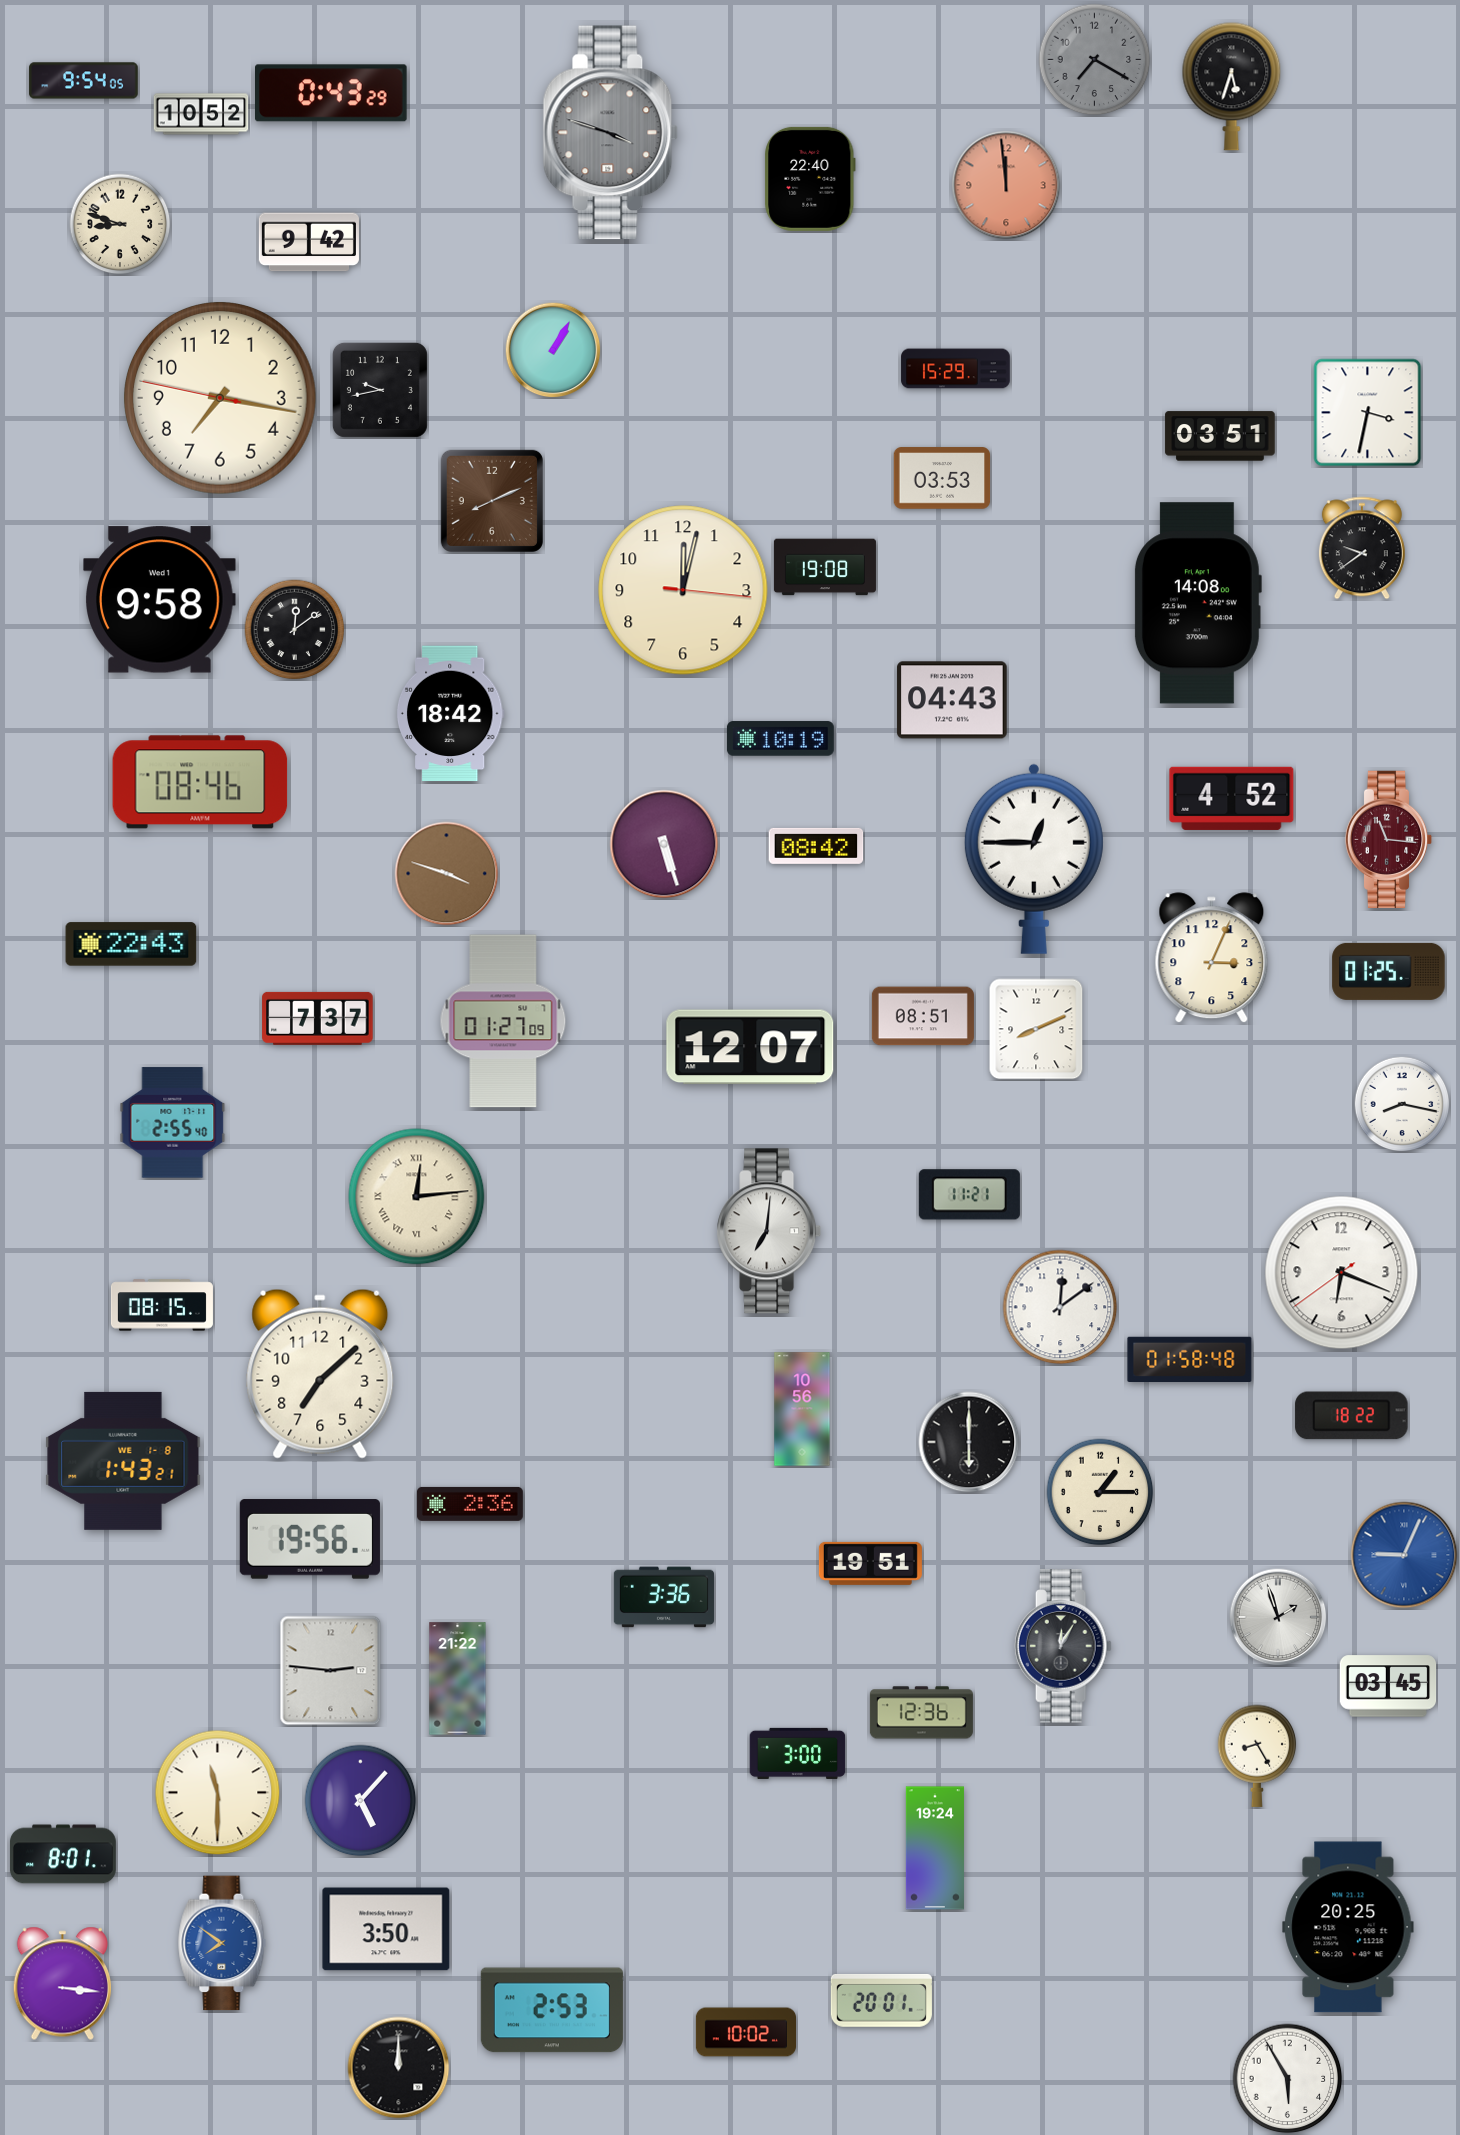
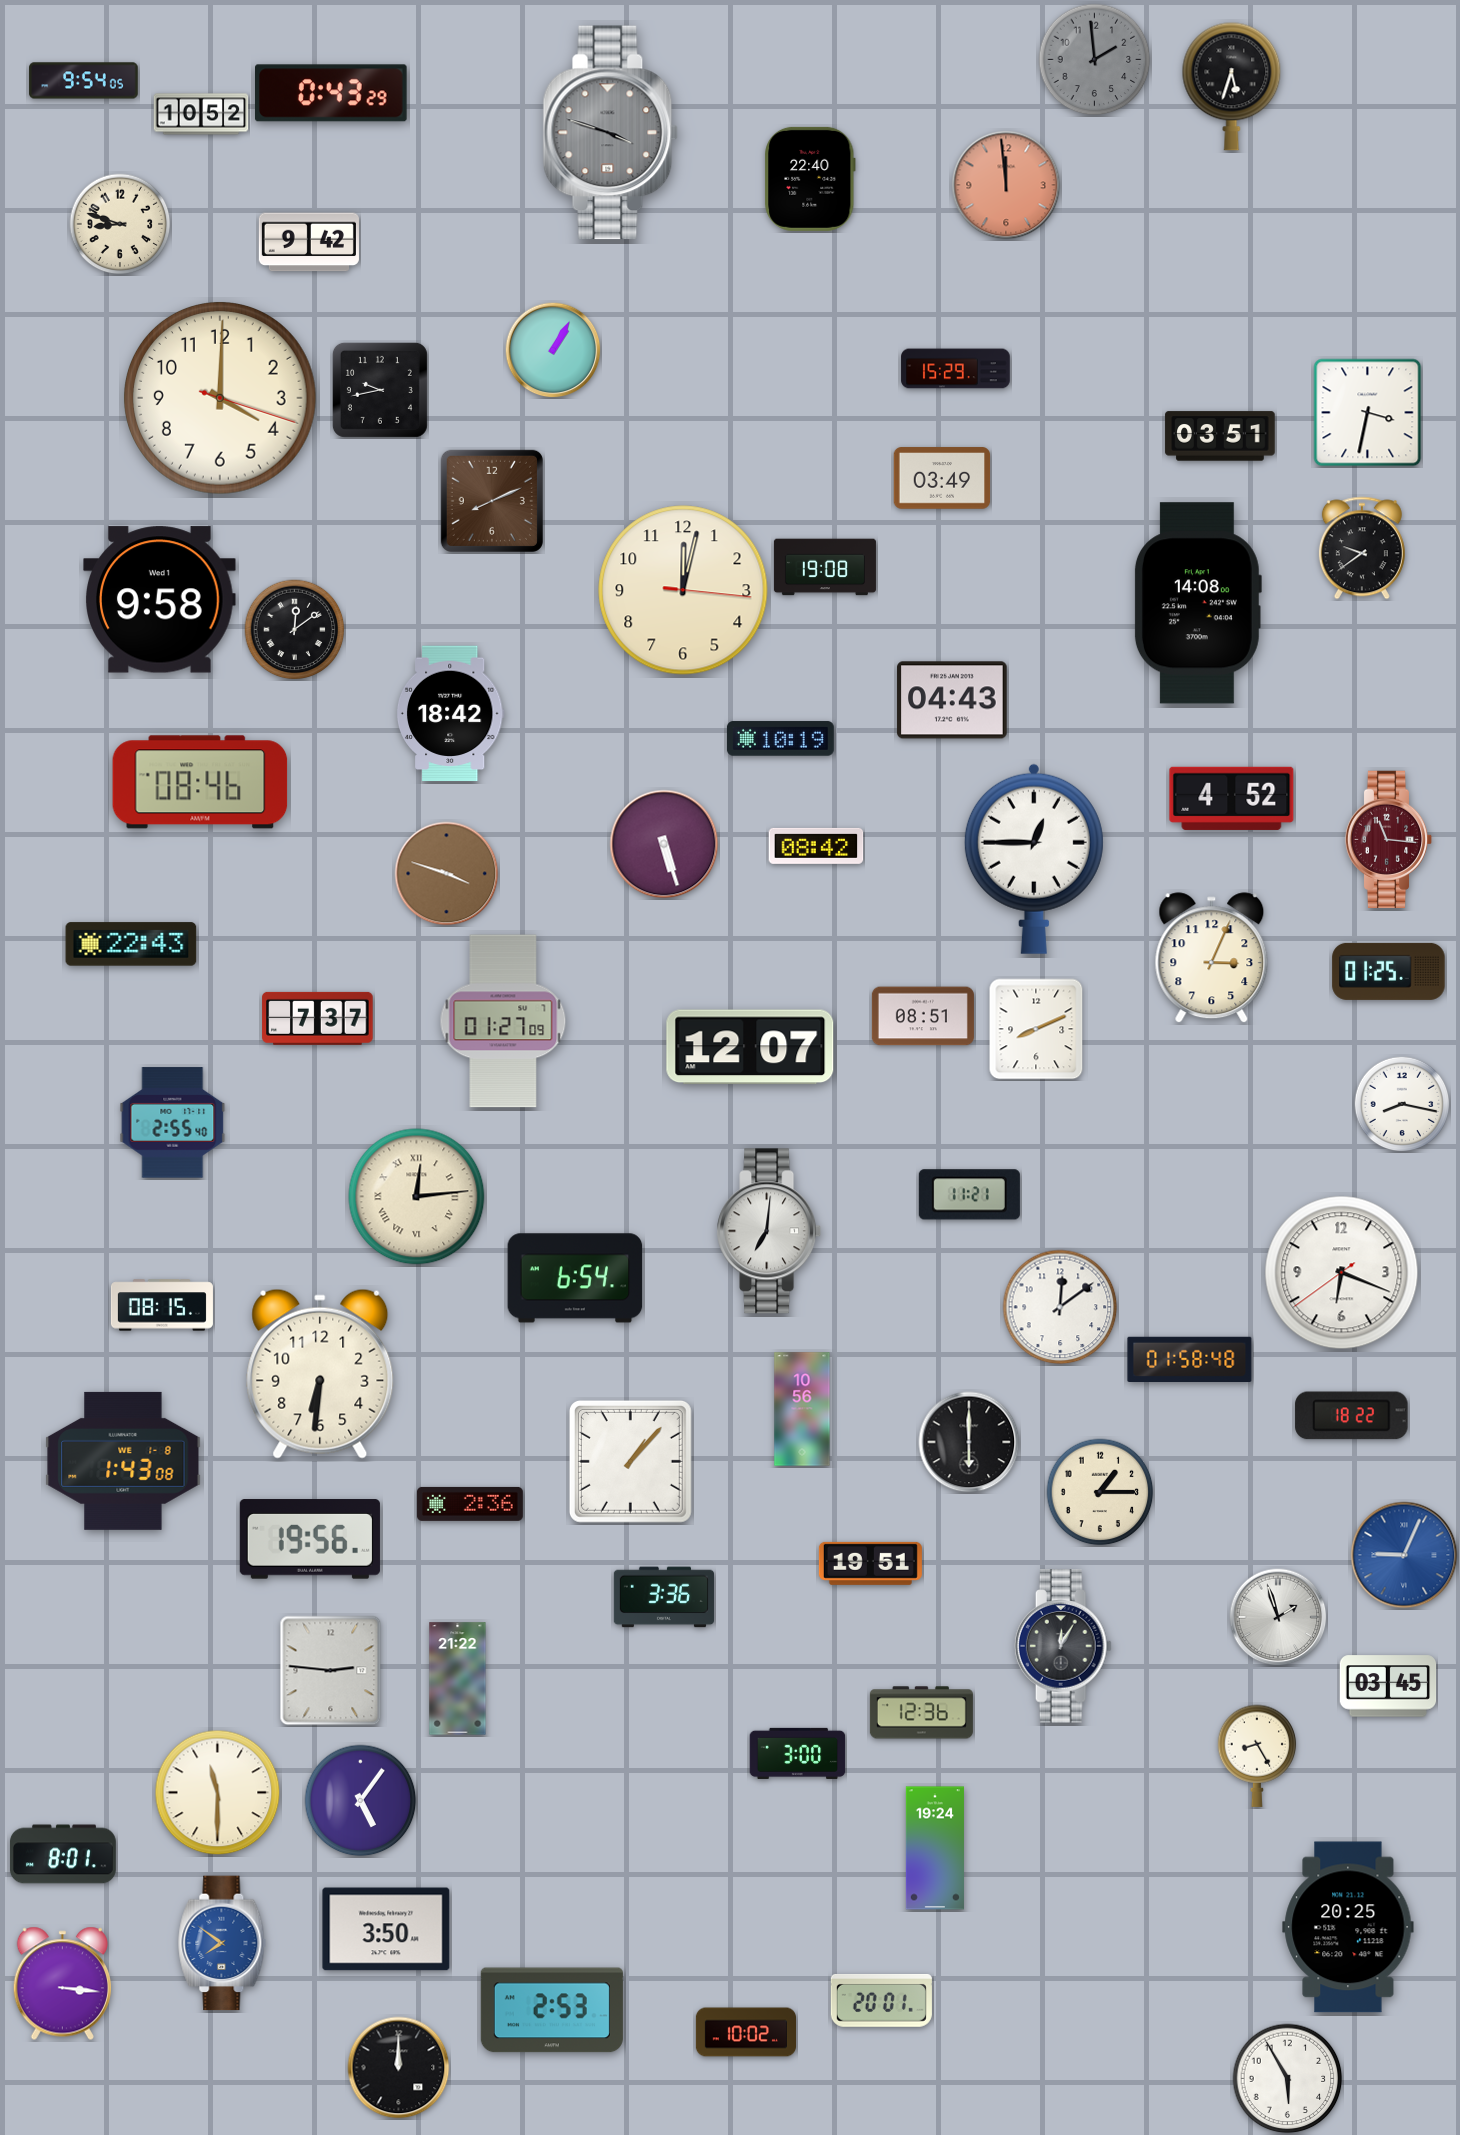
clock at (1095, 60): 7:20 -> 1:59
clock at (221, 399): 7:16 -> 4:00
clock at (942, 478): 03:53 -> 03:49
clock at (575, 1278): none -> 6:54
clock at (320, 1374): 7:08 -> 6:31
clock at (123, 1461): 1:43:21 -> 1:43:08
clock at (630, 1461): none -> 1:07
clock at (361, 1801): 5:07 -> 5:06
